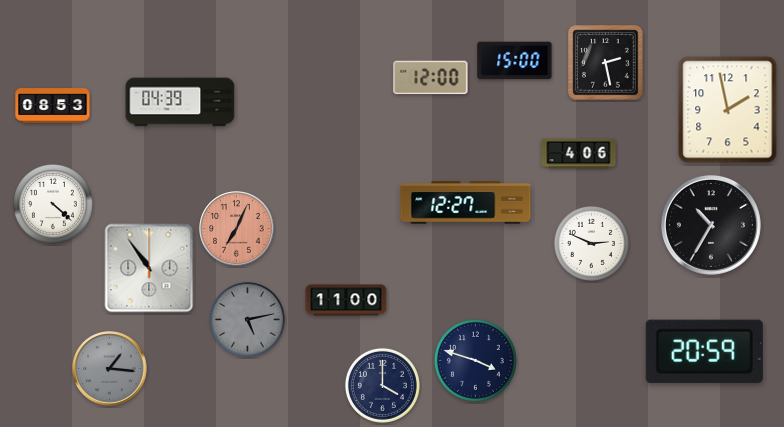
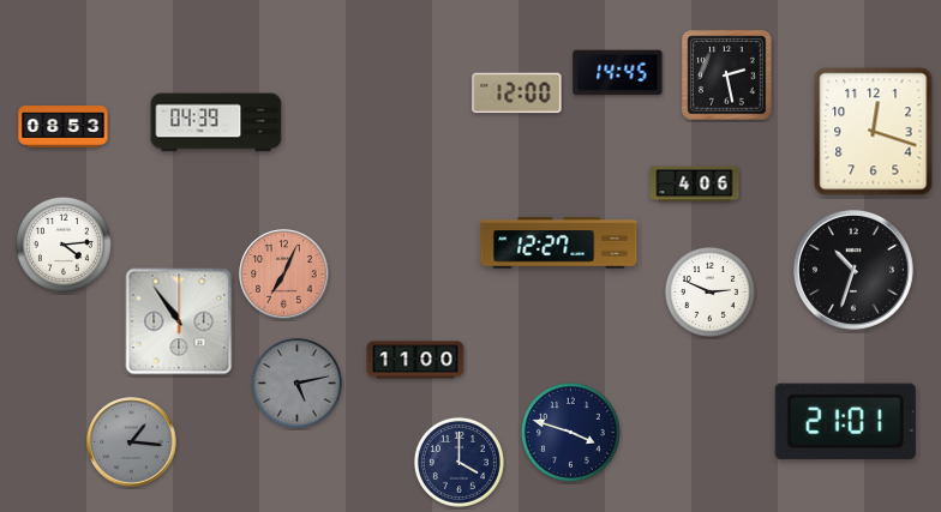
clock at (515, 61): 15:00 -> 14:45
clock at (728, 110): 1:58 -> 12:18
clock at (53, 204): 4:22 -> 4:14
clock at (711, 225): 10:35 -> 10:33
clock at (704, 351): 20:59 -> 21:01
